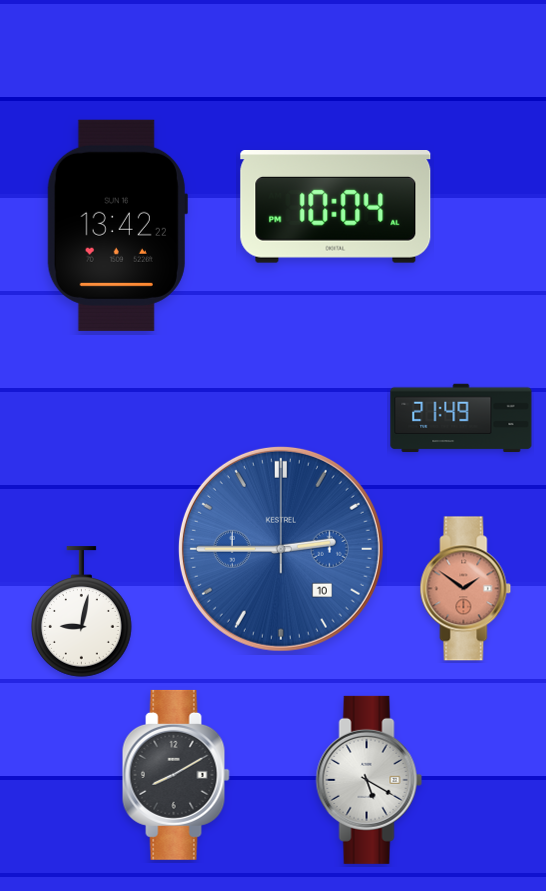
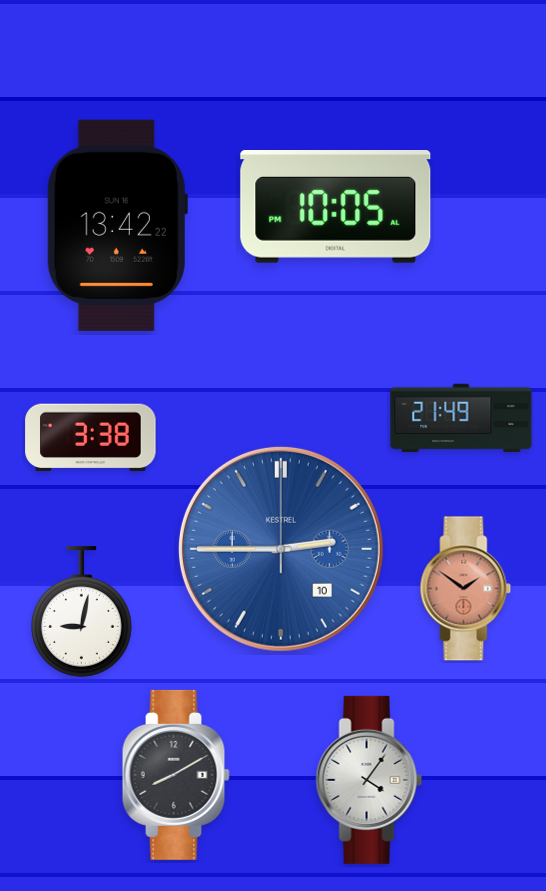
clock at (336, 207): 10:04 -> 10:05
clock at (91, 438): none -> 3:38
clock at (369, 780): 5:20 -> 4:06
